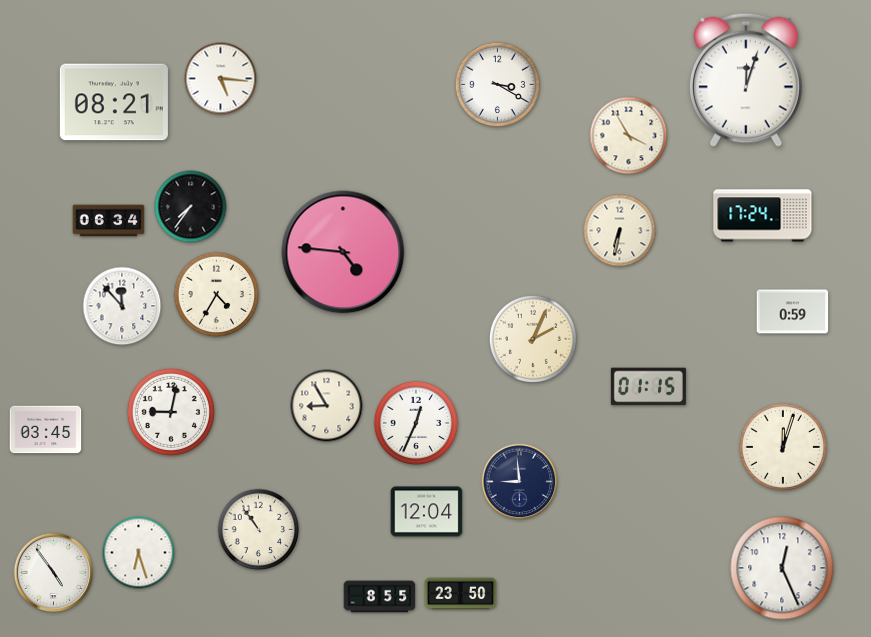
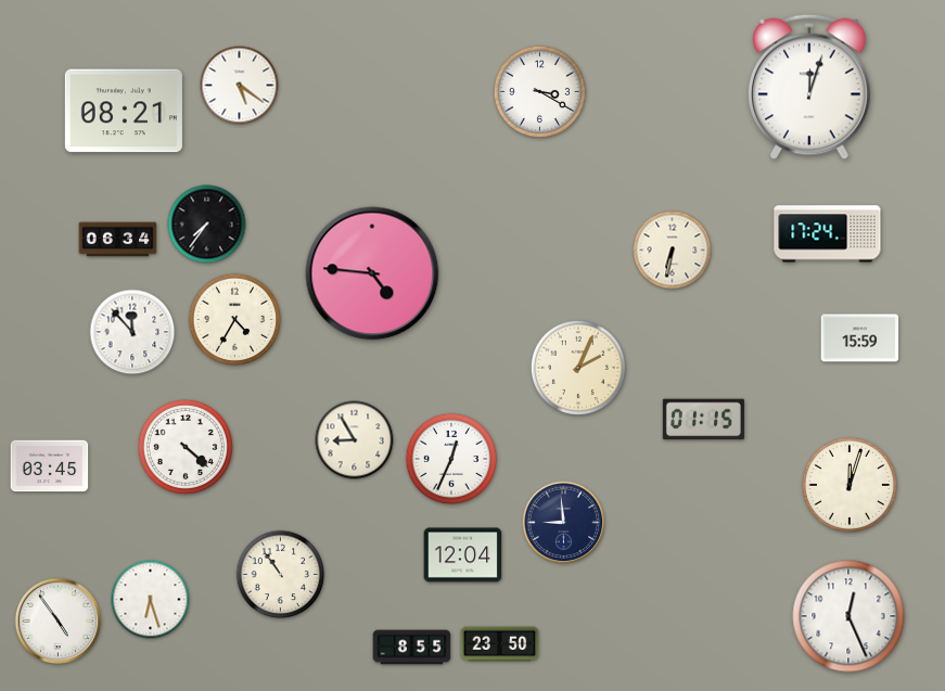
clock at (221, 79): 5:16 -> 5:21
clock at (629, 136): 3:55 -> none
clock at (793, 312): 0:59 -> 15:59
clock at (171, 412): 9:02 -> 4:22
